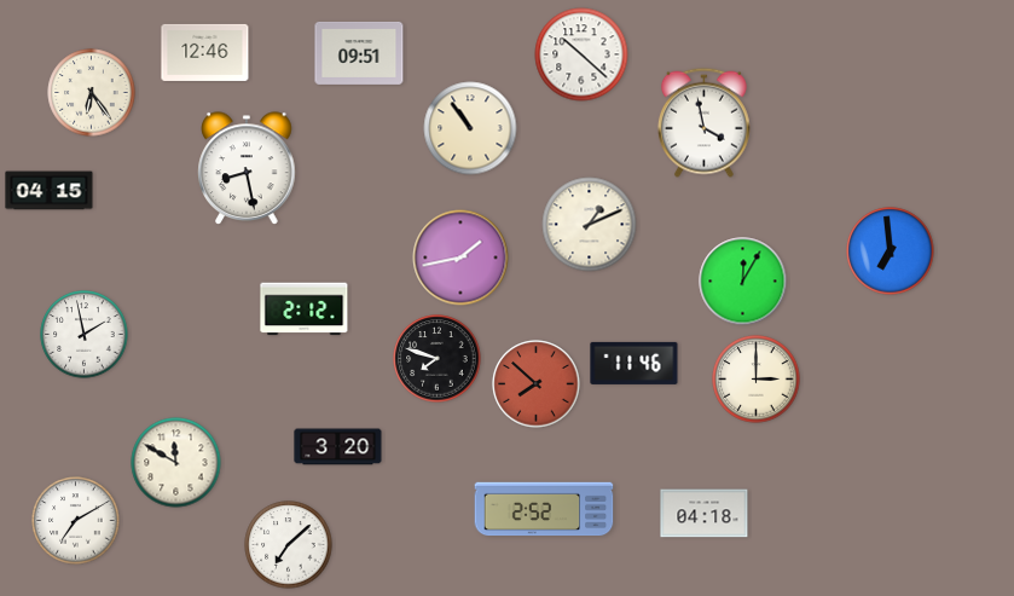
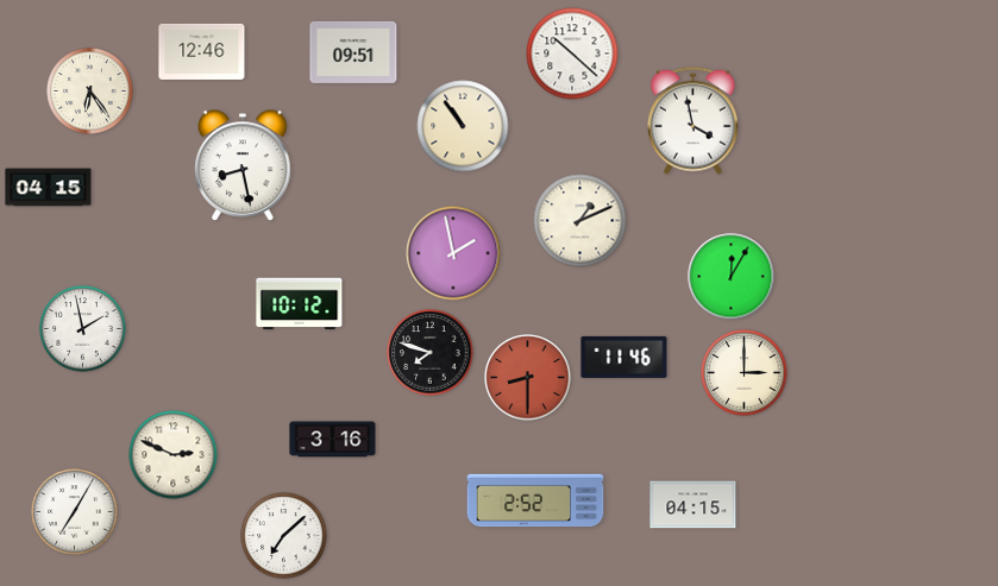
clock at (891, 251): 6:59 -> none
clock at (460, 258): 1:43 -> 1:58
clock at (305, 309): 2:12 -> 10:12
clock at (537, 384): 7:52 -> 8:30
clock at (338, 447): 3:20 -> 3:16
clock at (176, 463): 11:50 -> 2:49
clock at (705, 514): 04:18 -> 04:15
clock at (76, 521): 7:10 -> 7:05
